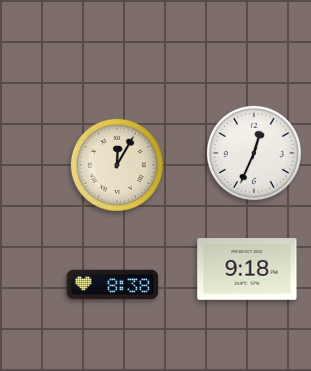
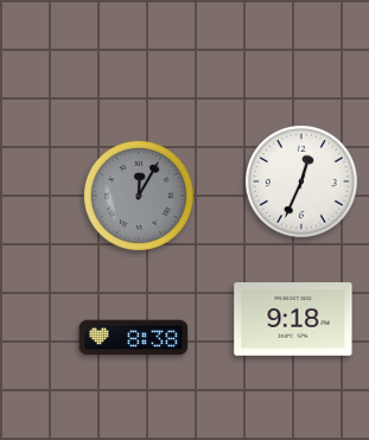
clock at (117, 165) dial: cream -> grey
